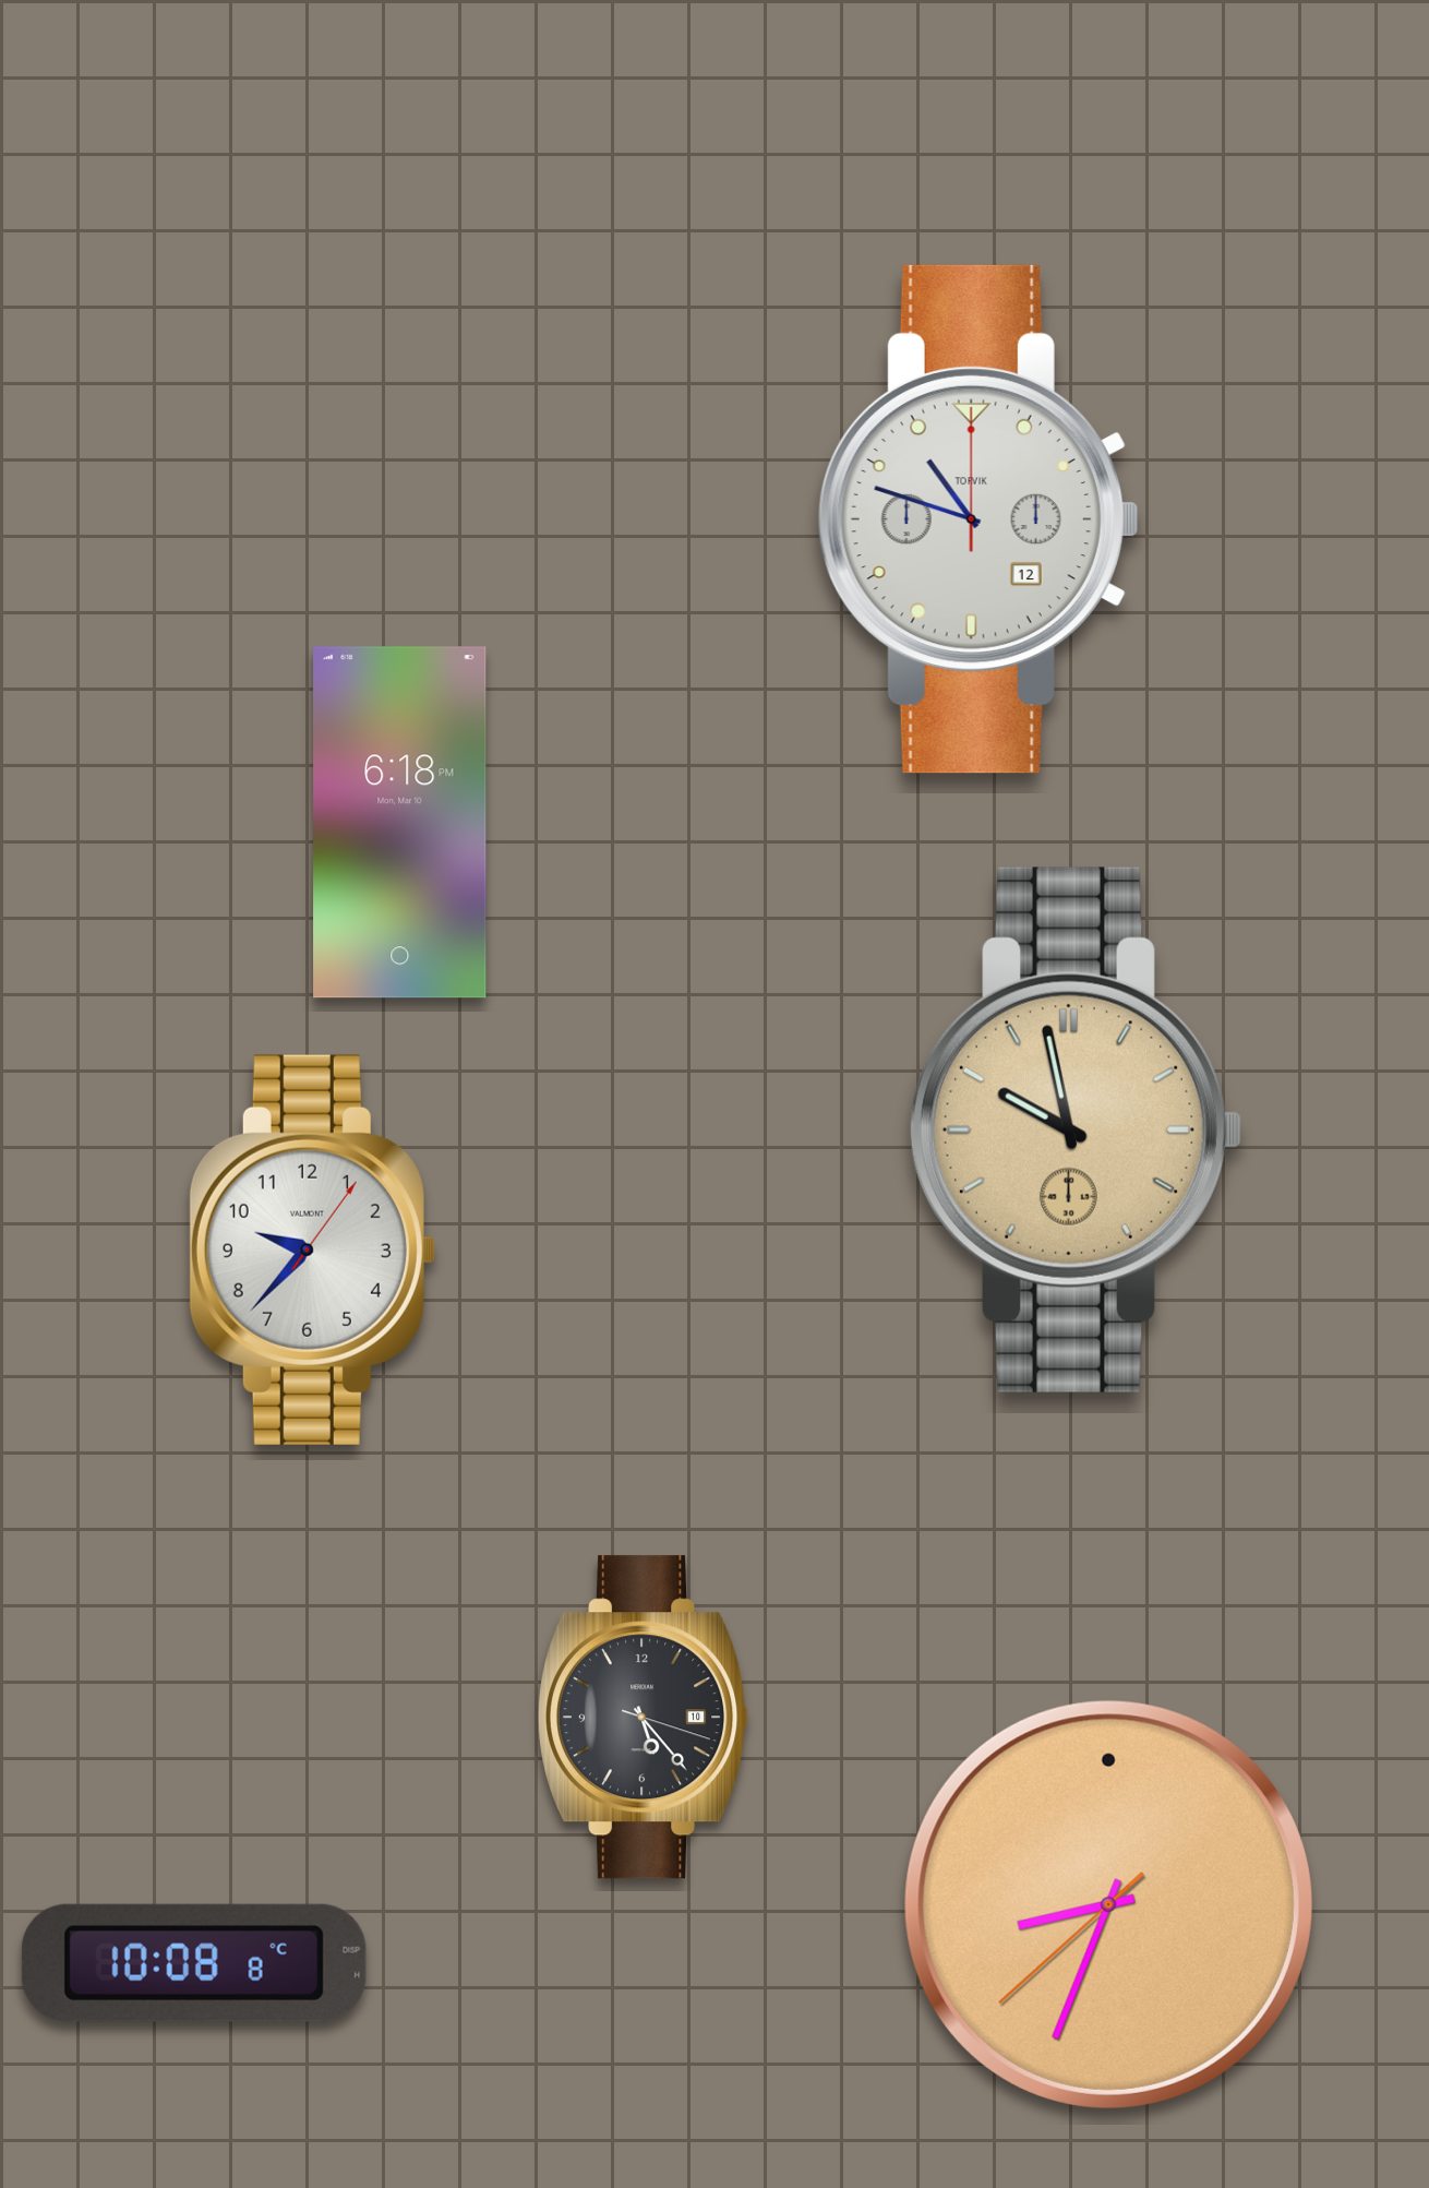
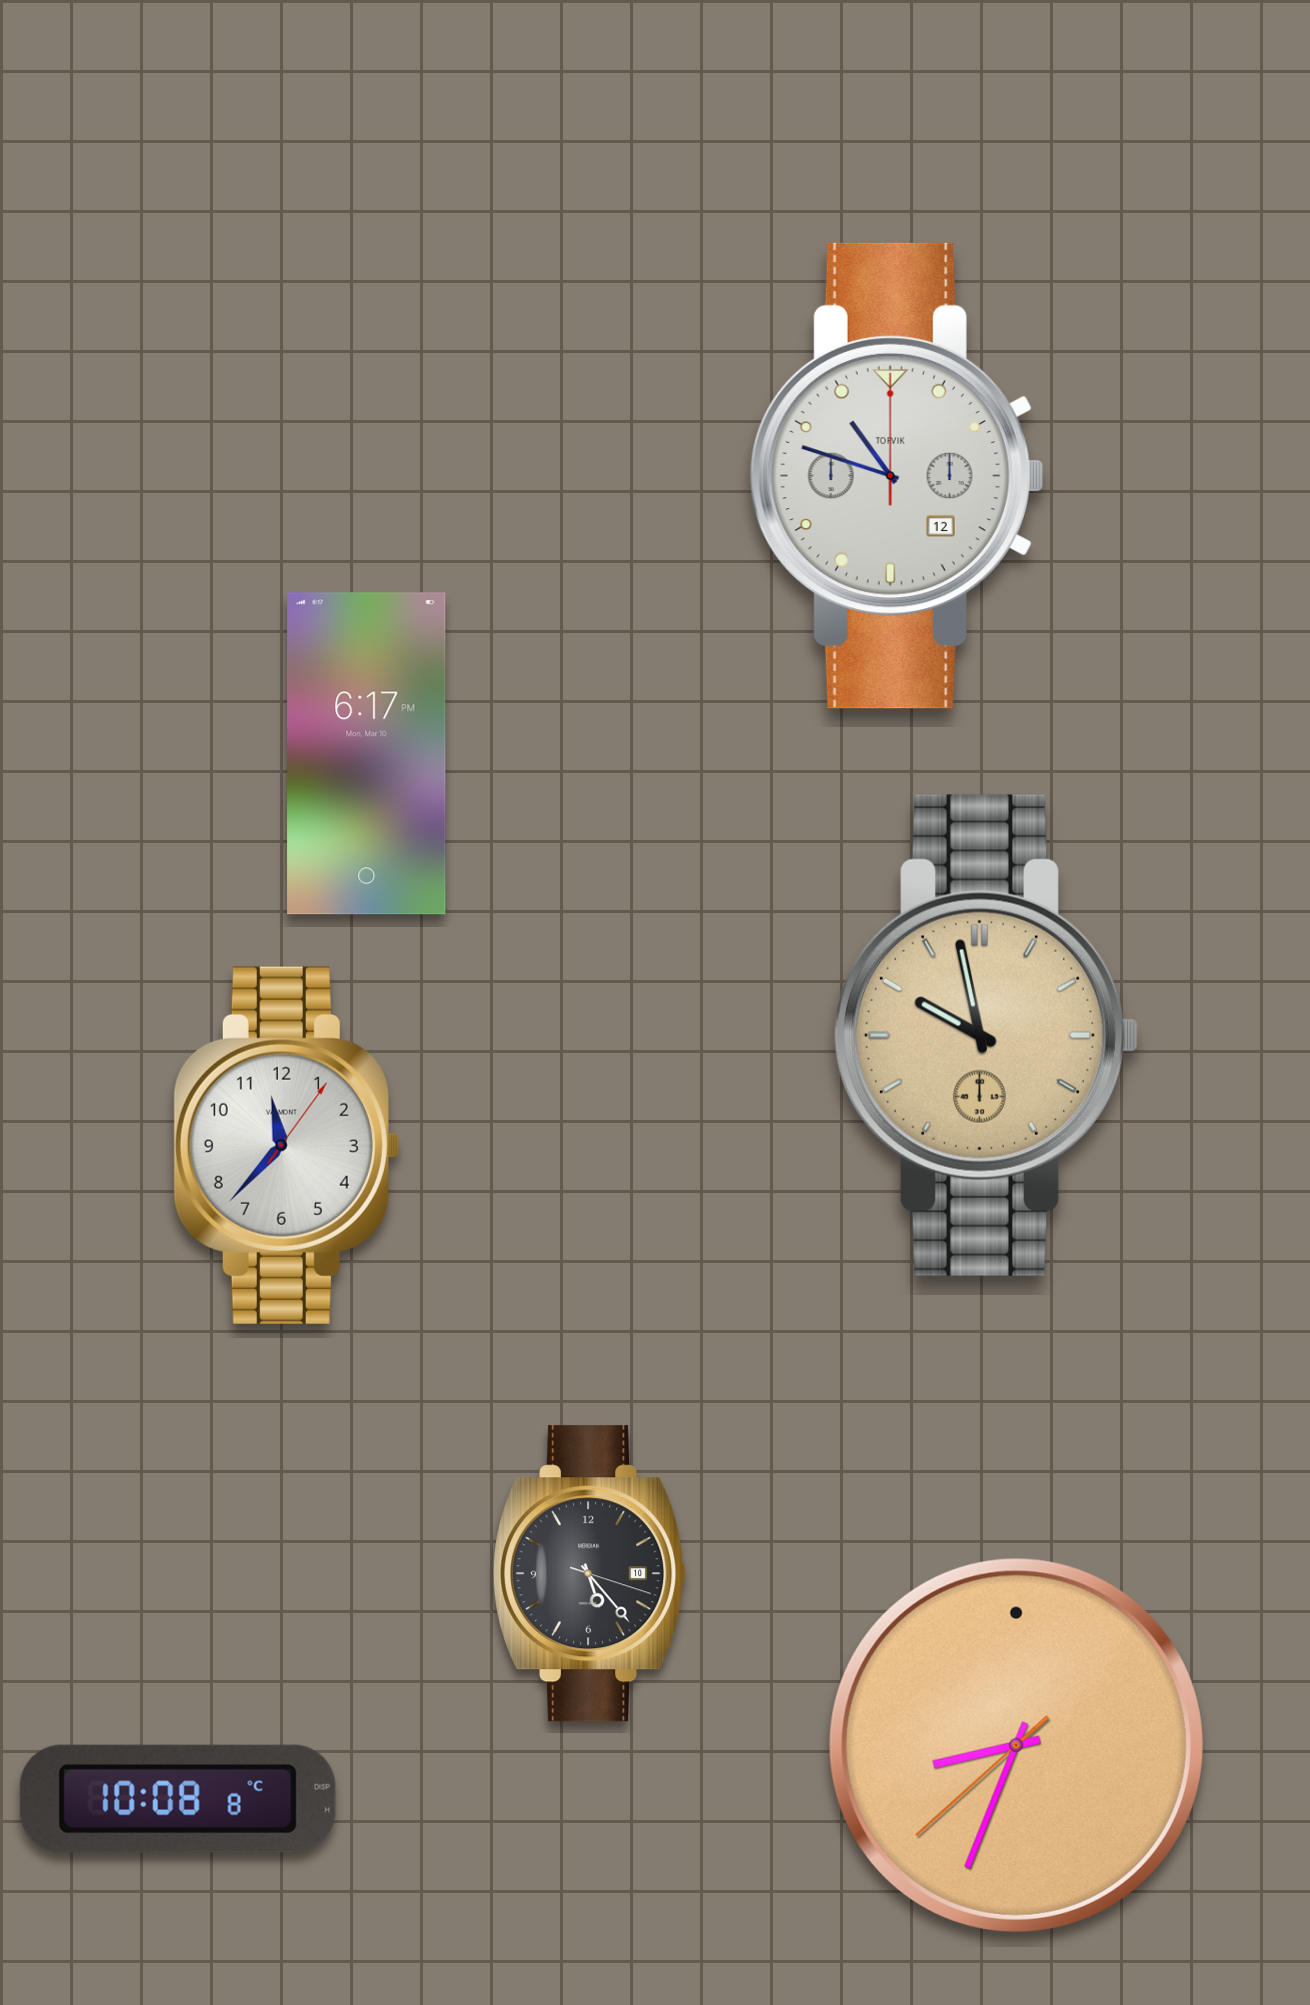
clock at (400, 823): 6:18 -> 6:17
clock at (312, 1250): 9:37 -> 11:37
